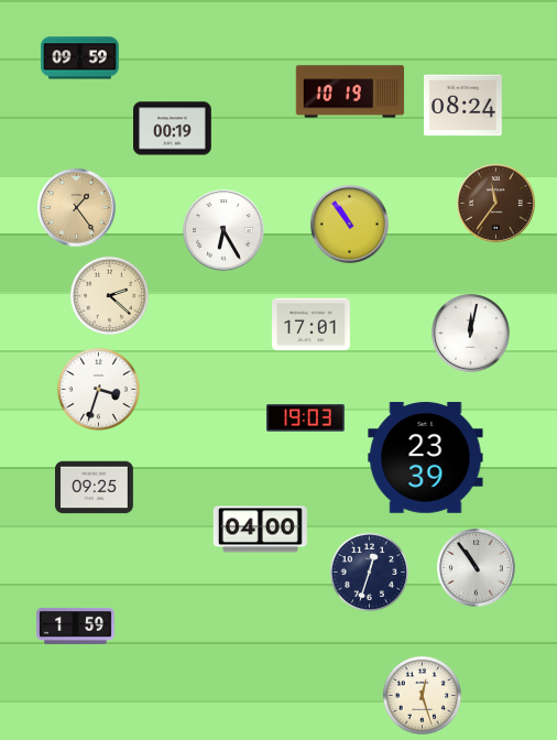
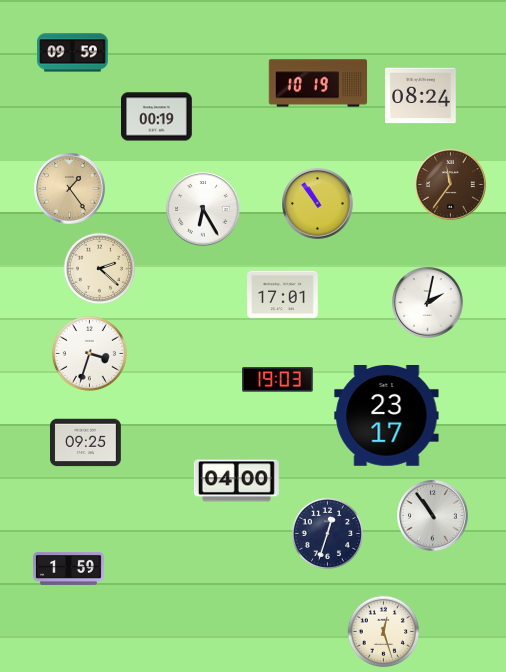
clock at (471, 334): 12:02 -> 2:02
clock at (426, 458): 23:39 -> 23:17
clock at (370, 573) position: (370, 573) -> (328, 534)
